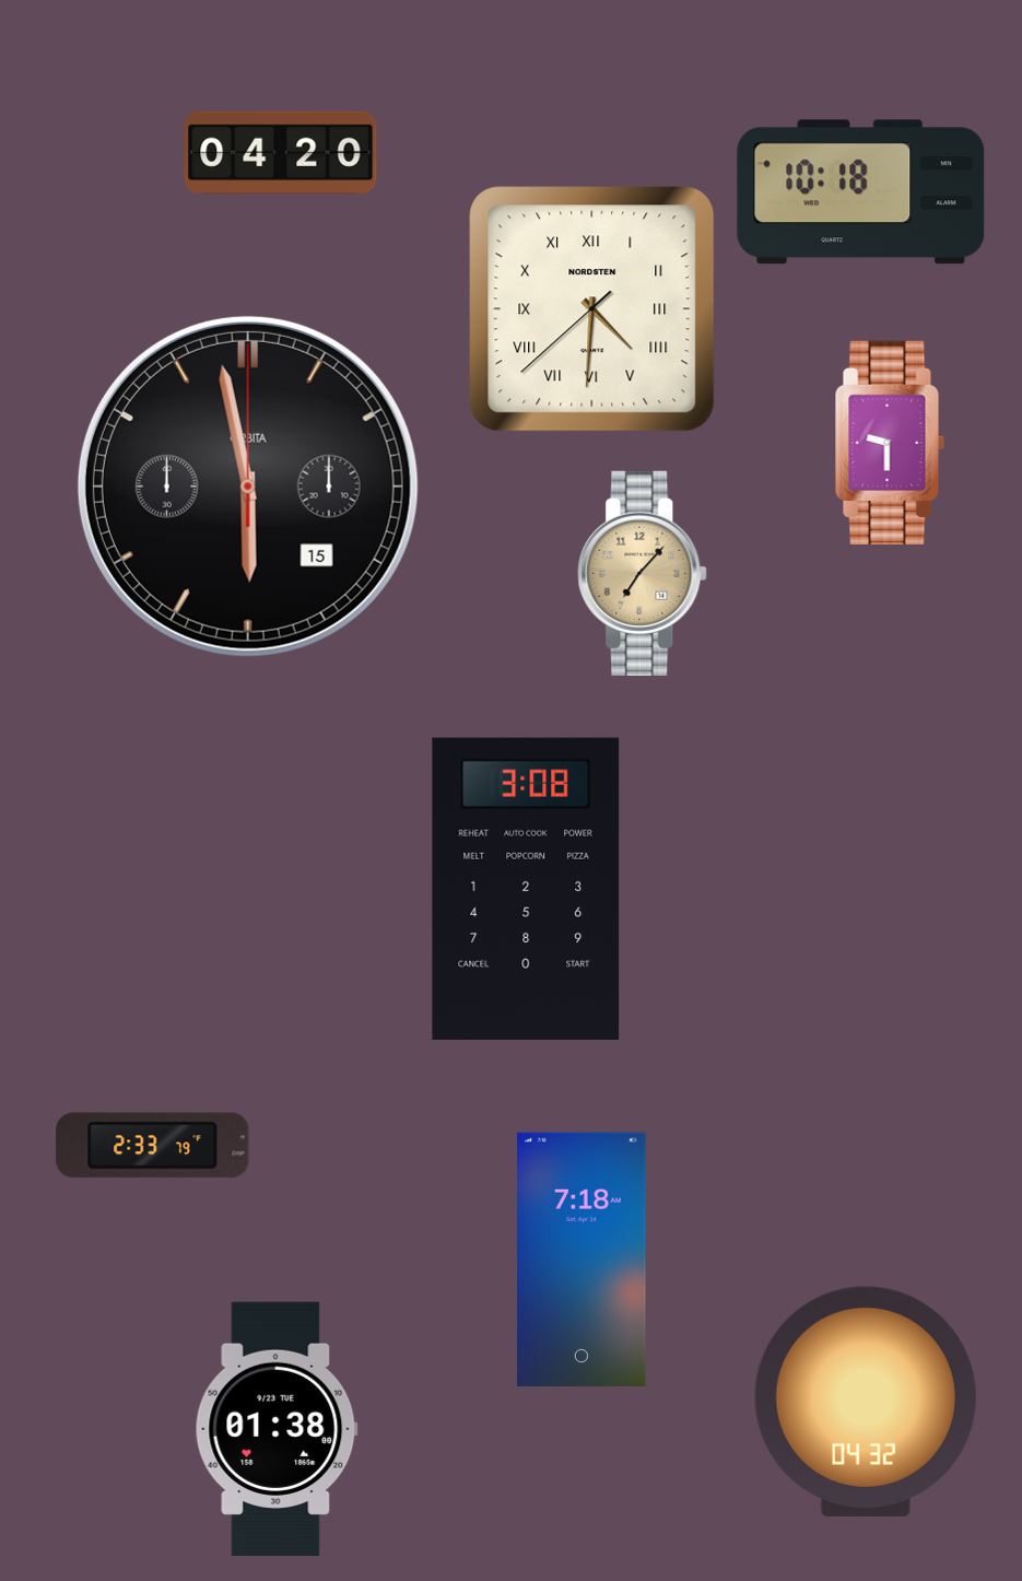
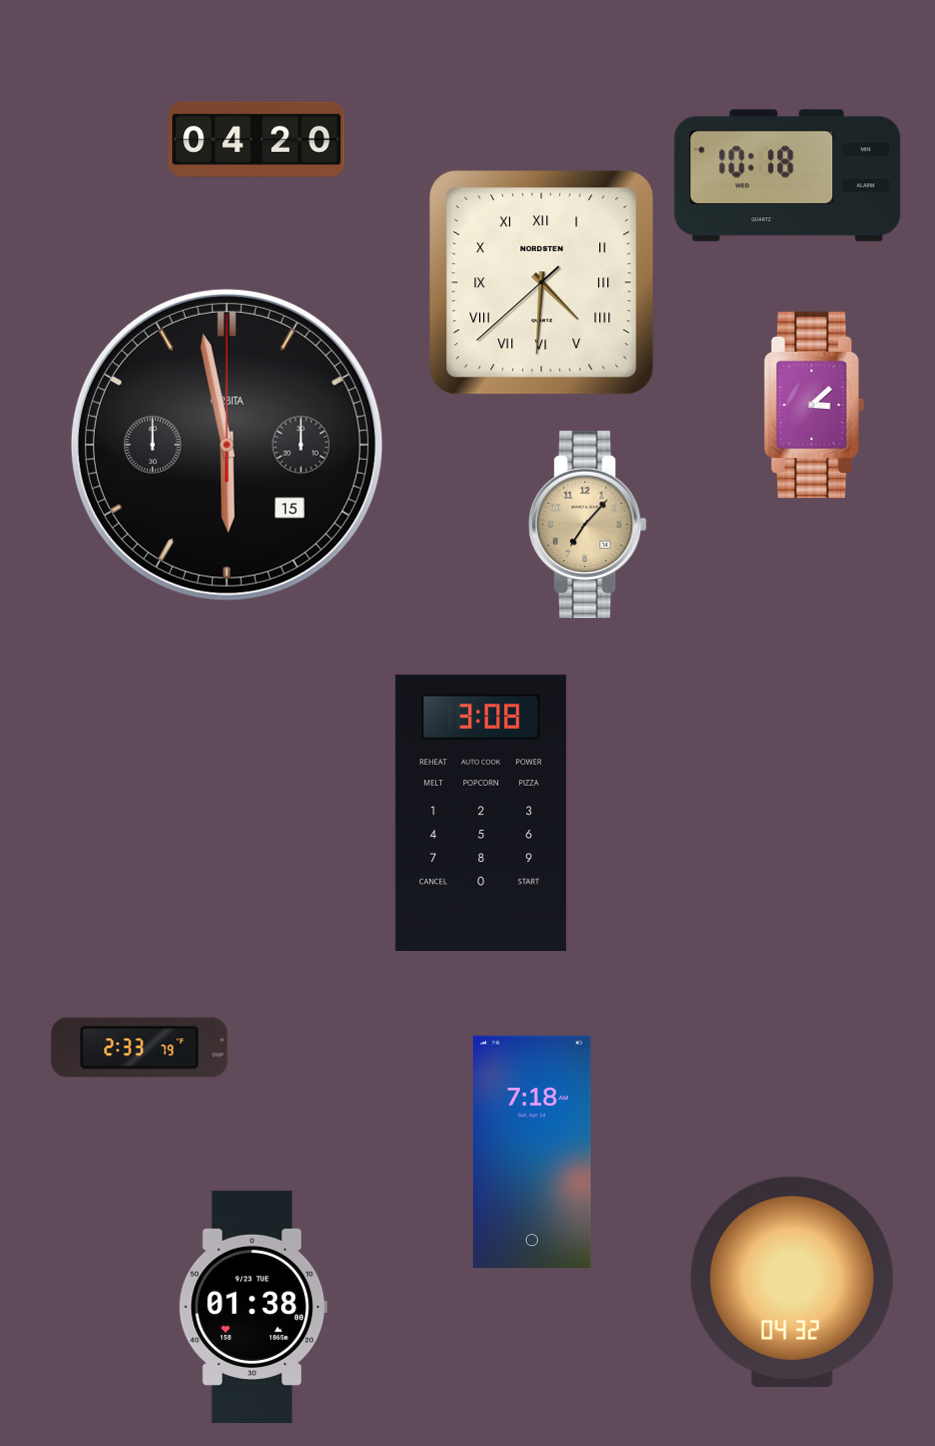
clock at (890, 443): 9:30 -> 3:08
